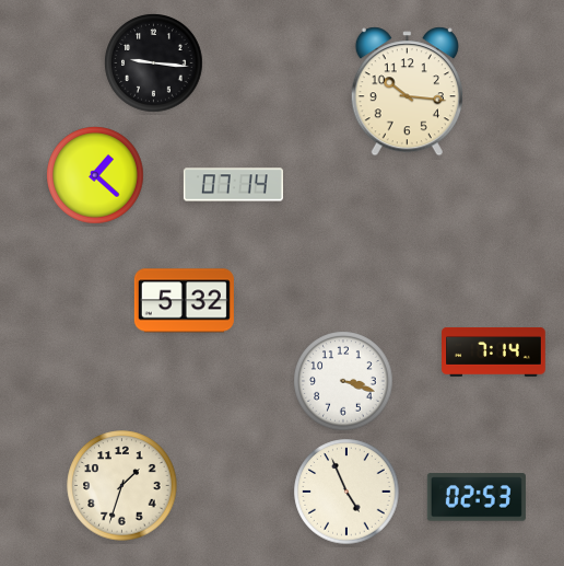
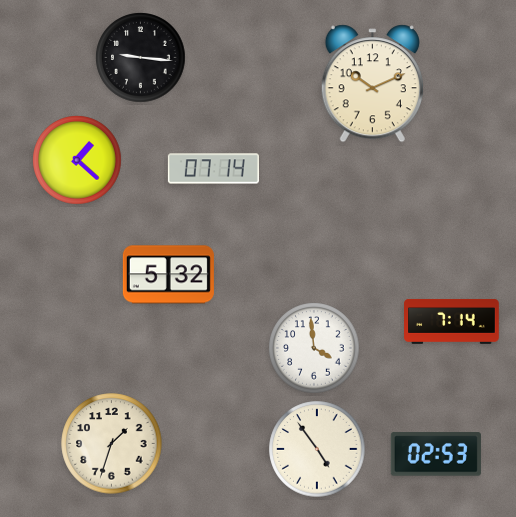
clock at (407, 92): 10:16 -> 10:11
clock at (95, 175) position: (95, 175) -> (77, 160)
clock at (343, 381): 3:18 -> 3:59
clock at (346, 492): 4:56 -> 4:54
